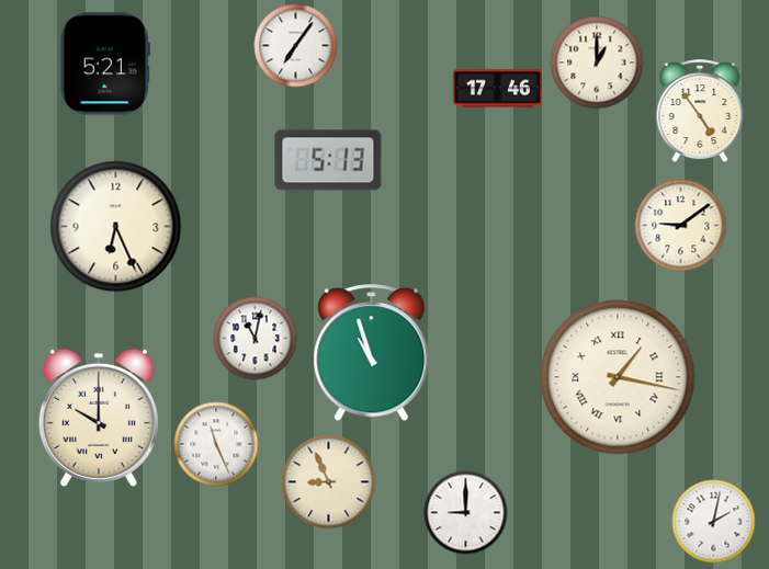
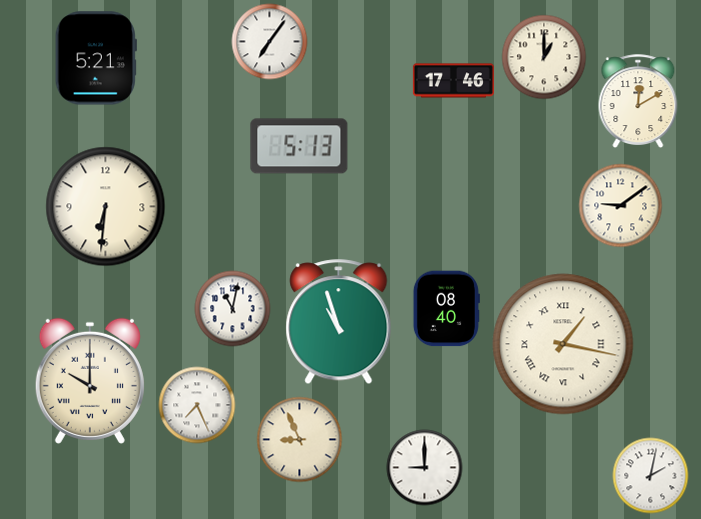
clock at (700, 111): 4:54 -> 12:10
clock at (116, 227): 6:26 -> 6:31
clock at (446, 309): none -> 08:40
clock at (216, 444): 11:26 -> 7:26
